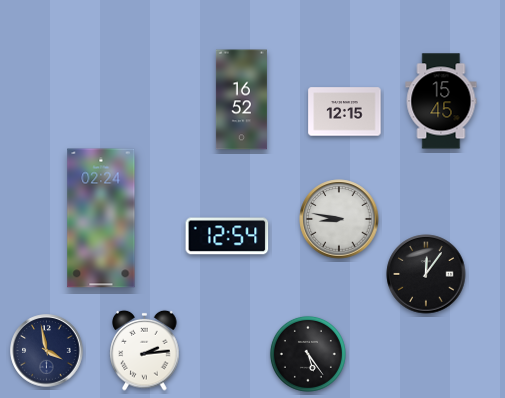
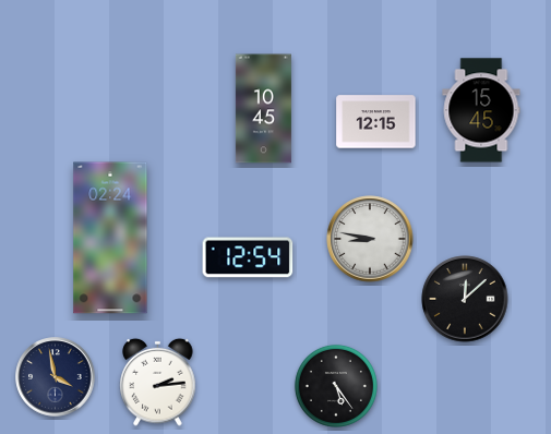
clock at (241, 100): 16:52 -> 10:45
clock at (426, 274): 12:06 -> 12:08
clock at (47, 351) position: (47, 351) -> (56, 377)
